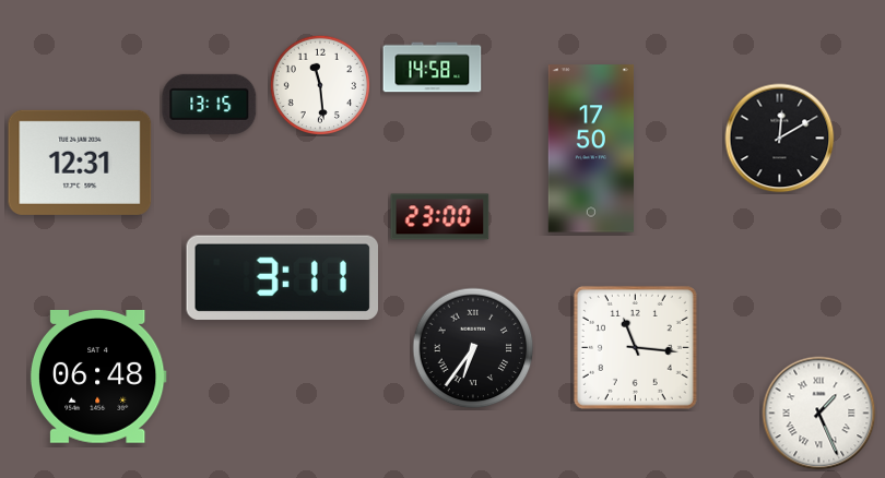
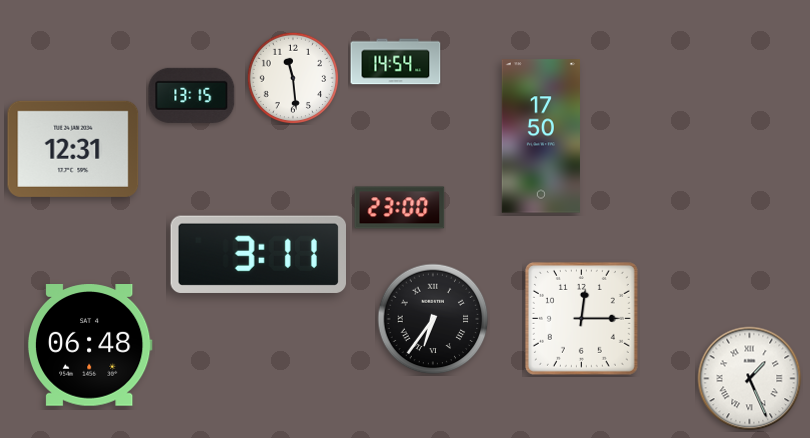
clock at (433, 68): 14:58 -> 14:54
clock at (780, 139): 12:10 -> none
clock at (440, 217) position: (440, 217) -> (400, 208)
clock at (635, 347): 11:16 -> 12:15
